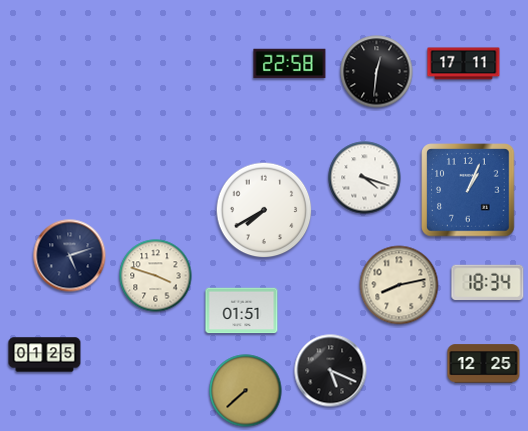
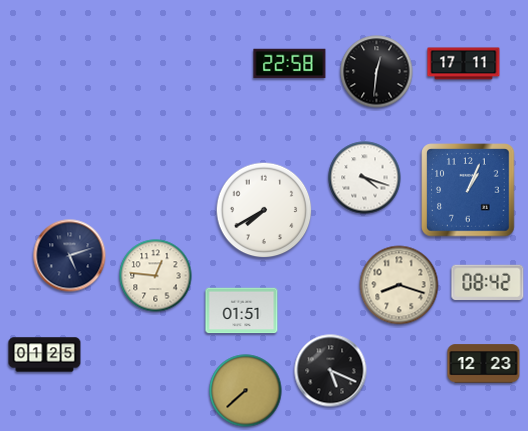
clock at (156, 276): 3:48 -> 12:46
clock at (488, 283): 18:34 -> 08:42
clock at (399, 285): 8:13 -> 8:18
clock at (484, 364): 12:25 -> 12:23
